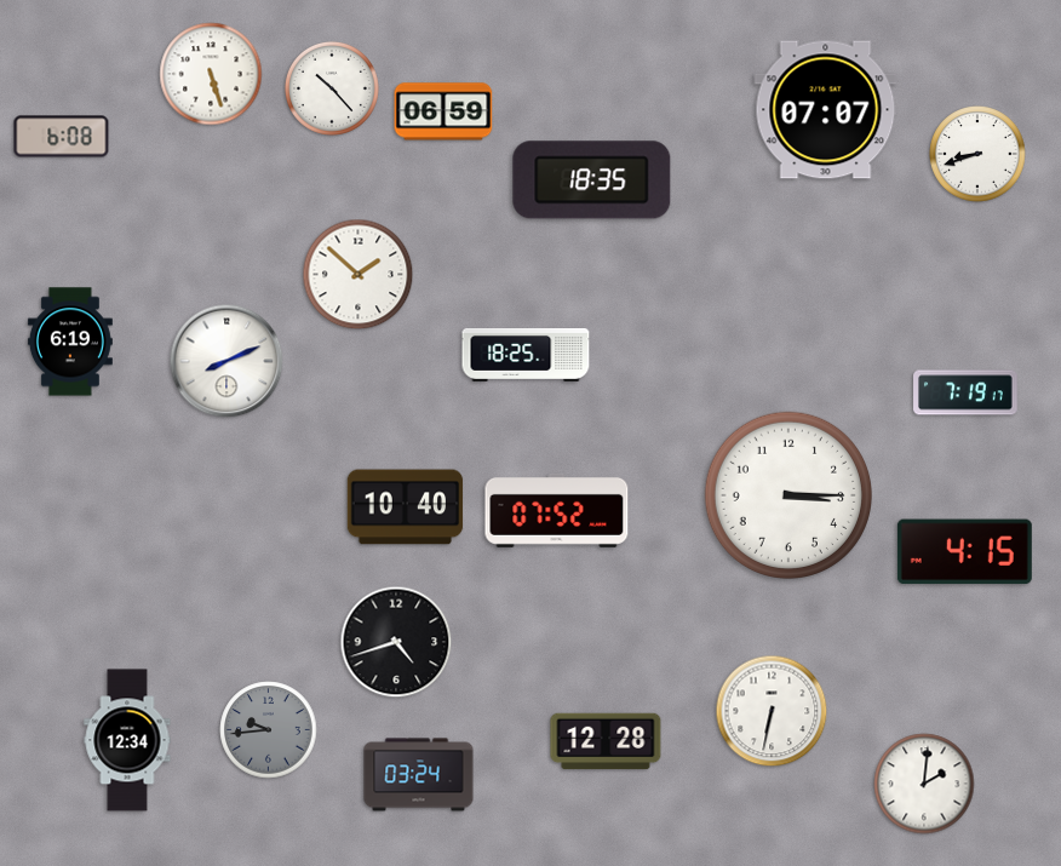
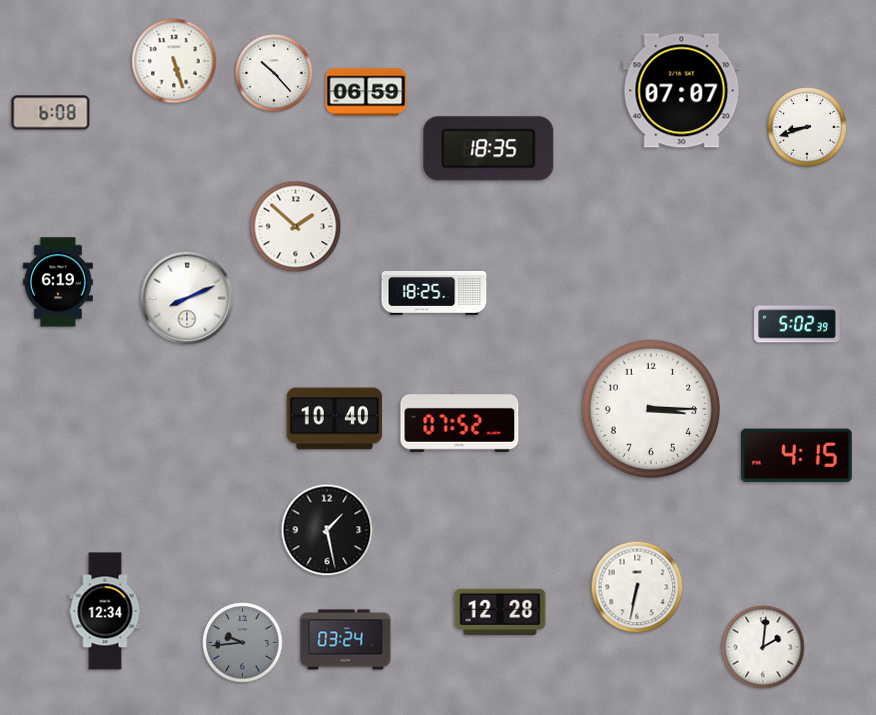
clock at (965, 392): 7:19 -> 5:02
clock at (396, 642): 4:42 -> 1:28
clock at (269, 730) position: (269, 730) -> (243, 643)
